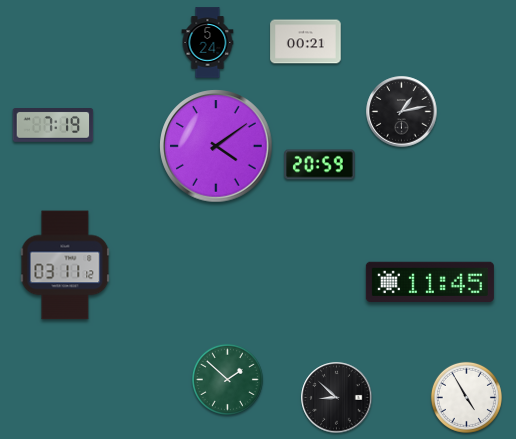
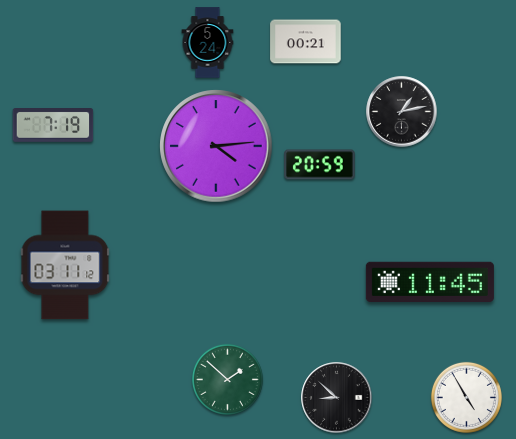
clock at (216, 146): 4:09 -> 4:14
